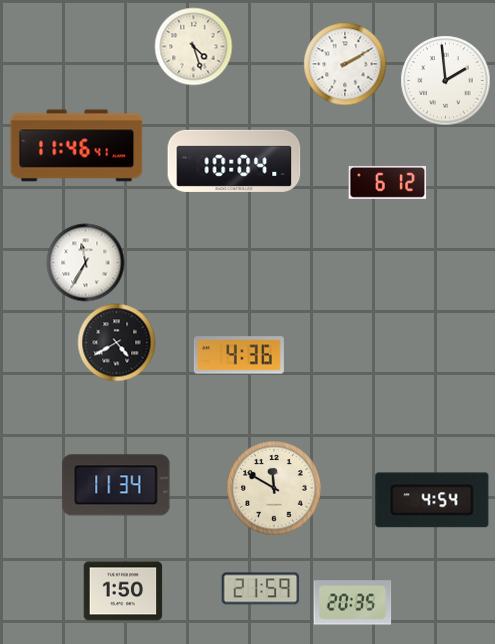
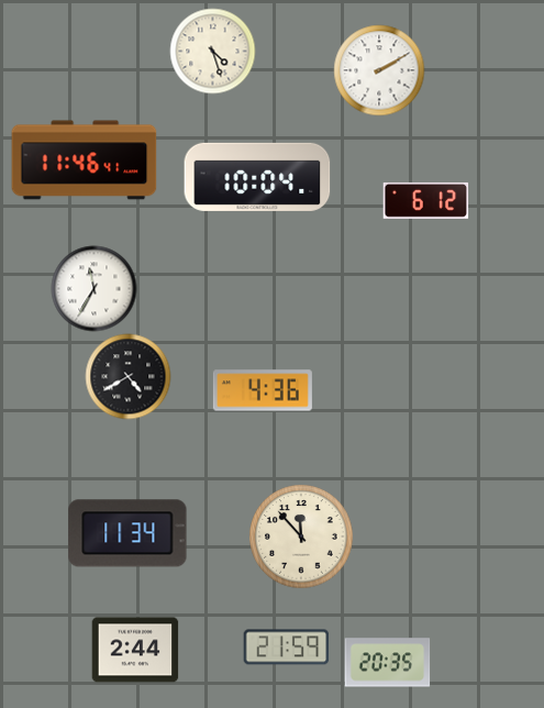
clock at (445, 80): 1:59 -> none
clock at (274, 488): 11:50 -> 11:53
clock at (432, 500): 4:54 -> none
clock at (123, 591): 1:50 -> 2:44
